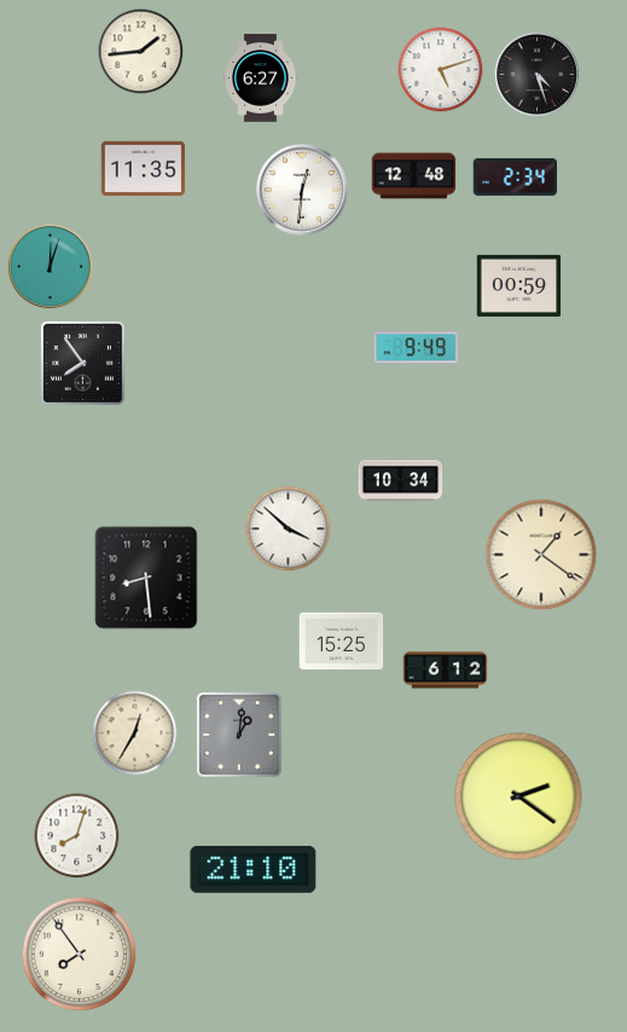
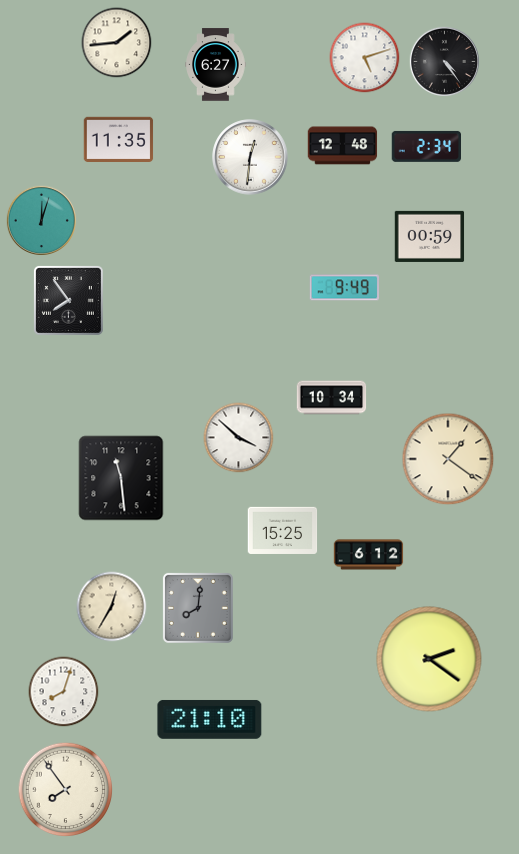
clock at (536, 74): 4:27 -> 4:24
clock at (146, 578): 8:29 -> 11:29
clock at (239, 735): 1:01 -> 8:01
